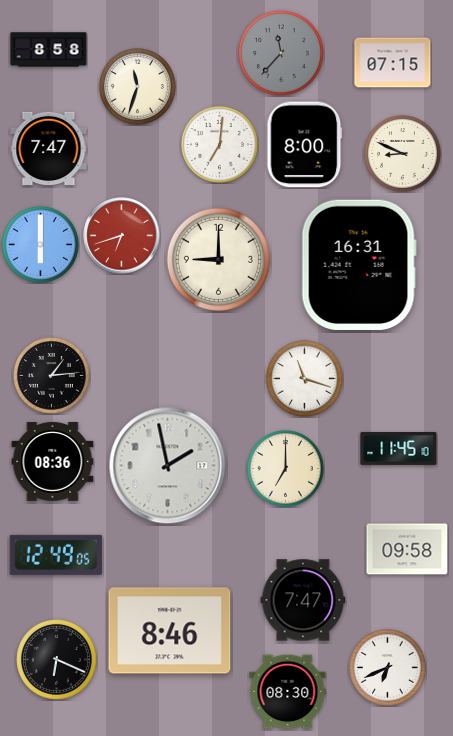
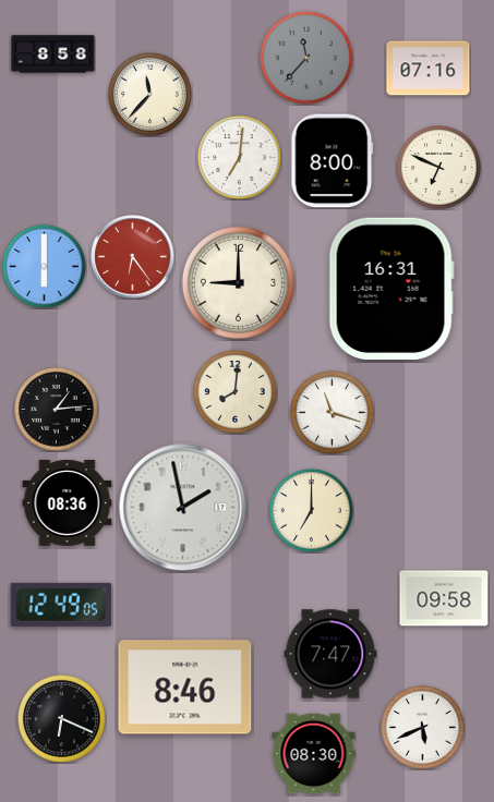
clock at (393, 63): 07:15 -> 07:16
clock at (138, 87): 11:33 -> 11:37
clock at (305, 145) position: (305, 145) -> (333, 161)
clock at (49, 149): 7:47 -> none
clock at (403, 154): 8:49 -> 6:49
clock at (122, 236): 6:42 -> 6:24
clock at (236, 392): none -> 8:01
clock at (399, 448): 11:45 -> none
clock at (53, 461) position: (53, 461) -> (68, 502)
clock at (388, 668): 6:41 -> 5:41
